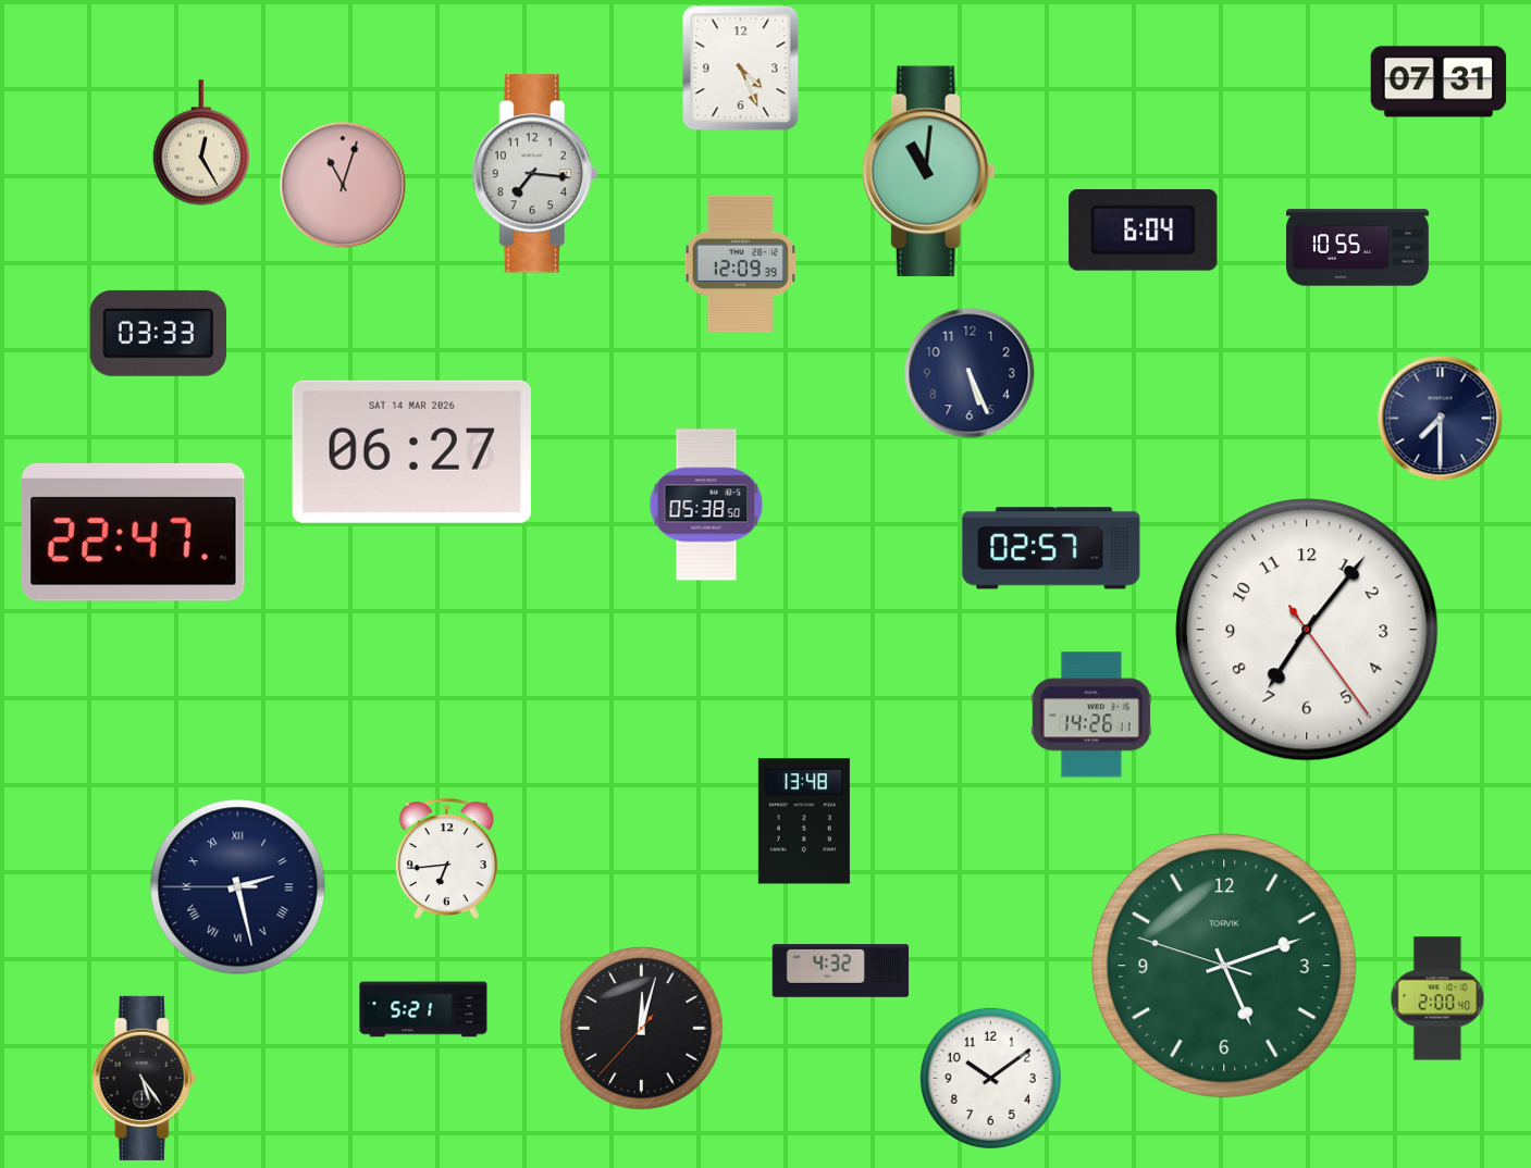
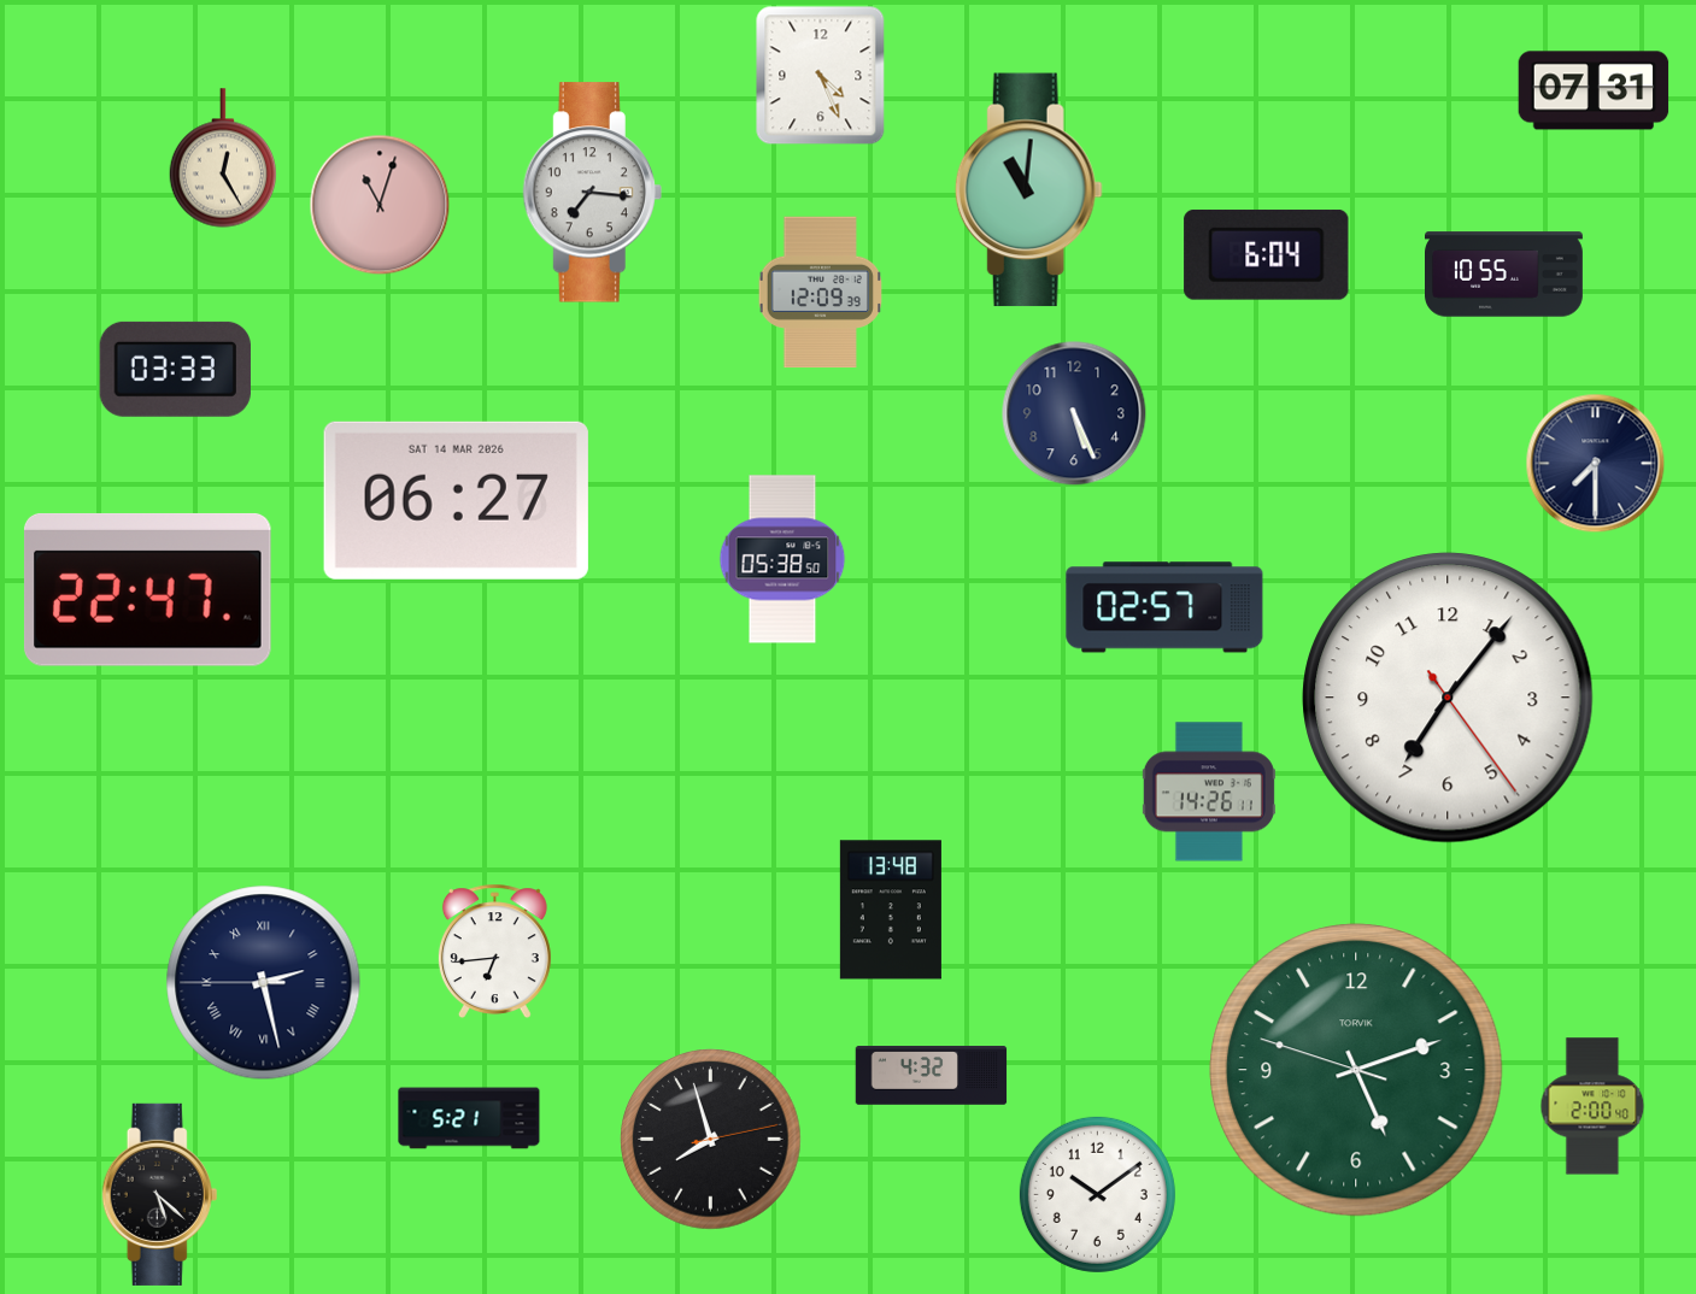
clock at (642, 1029): 12:02 -> 7:57
clock at (145, 1078): 5:24 -> 5:22
